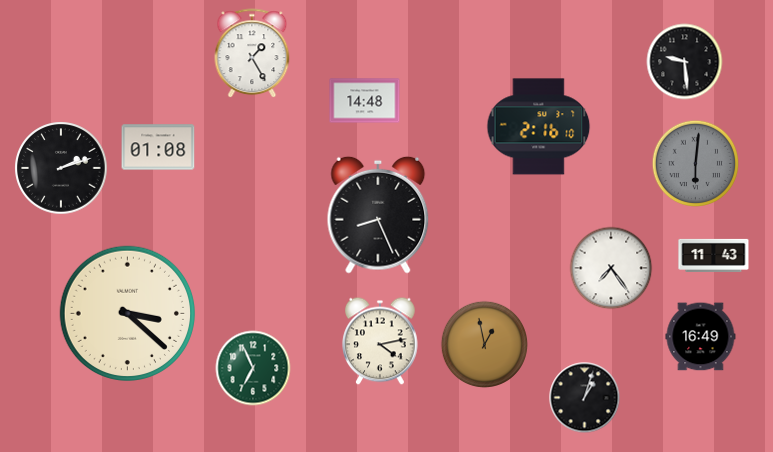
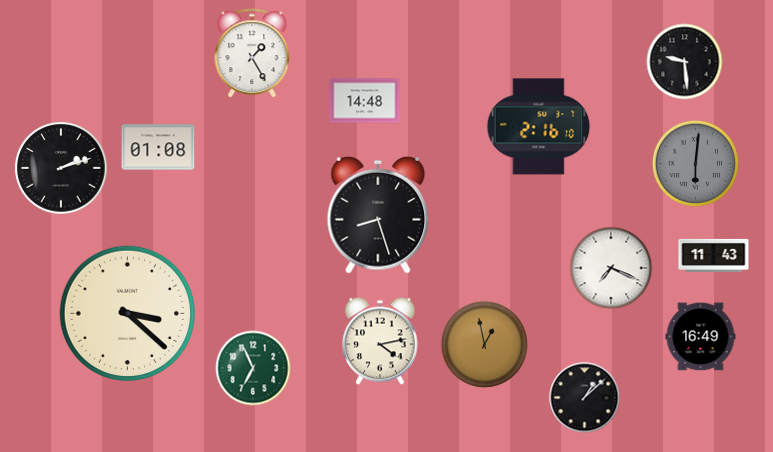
clock at (378, 215): 8:26 -> 8:27
clock at (611, 268): 7:24 -> 7:19
clock at (585, 398): 1:03 -> 1:08
